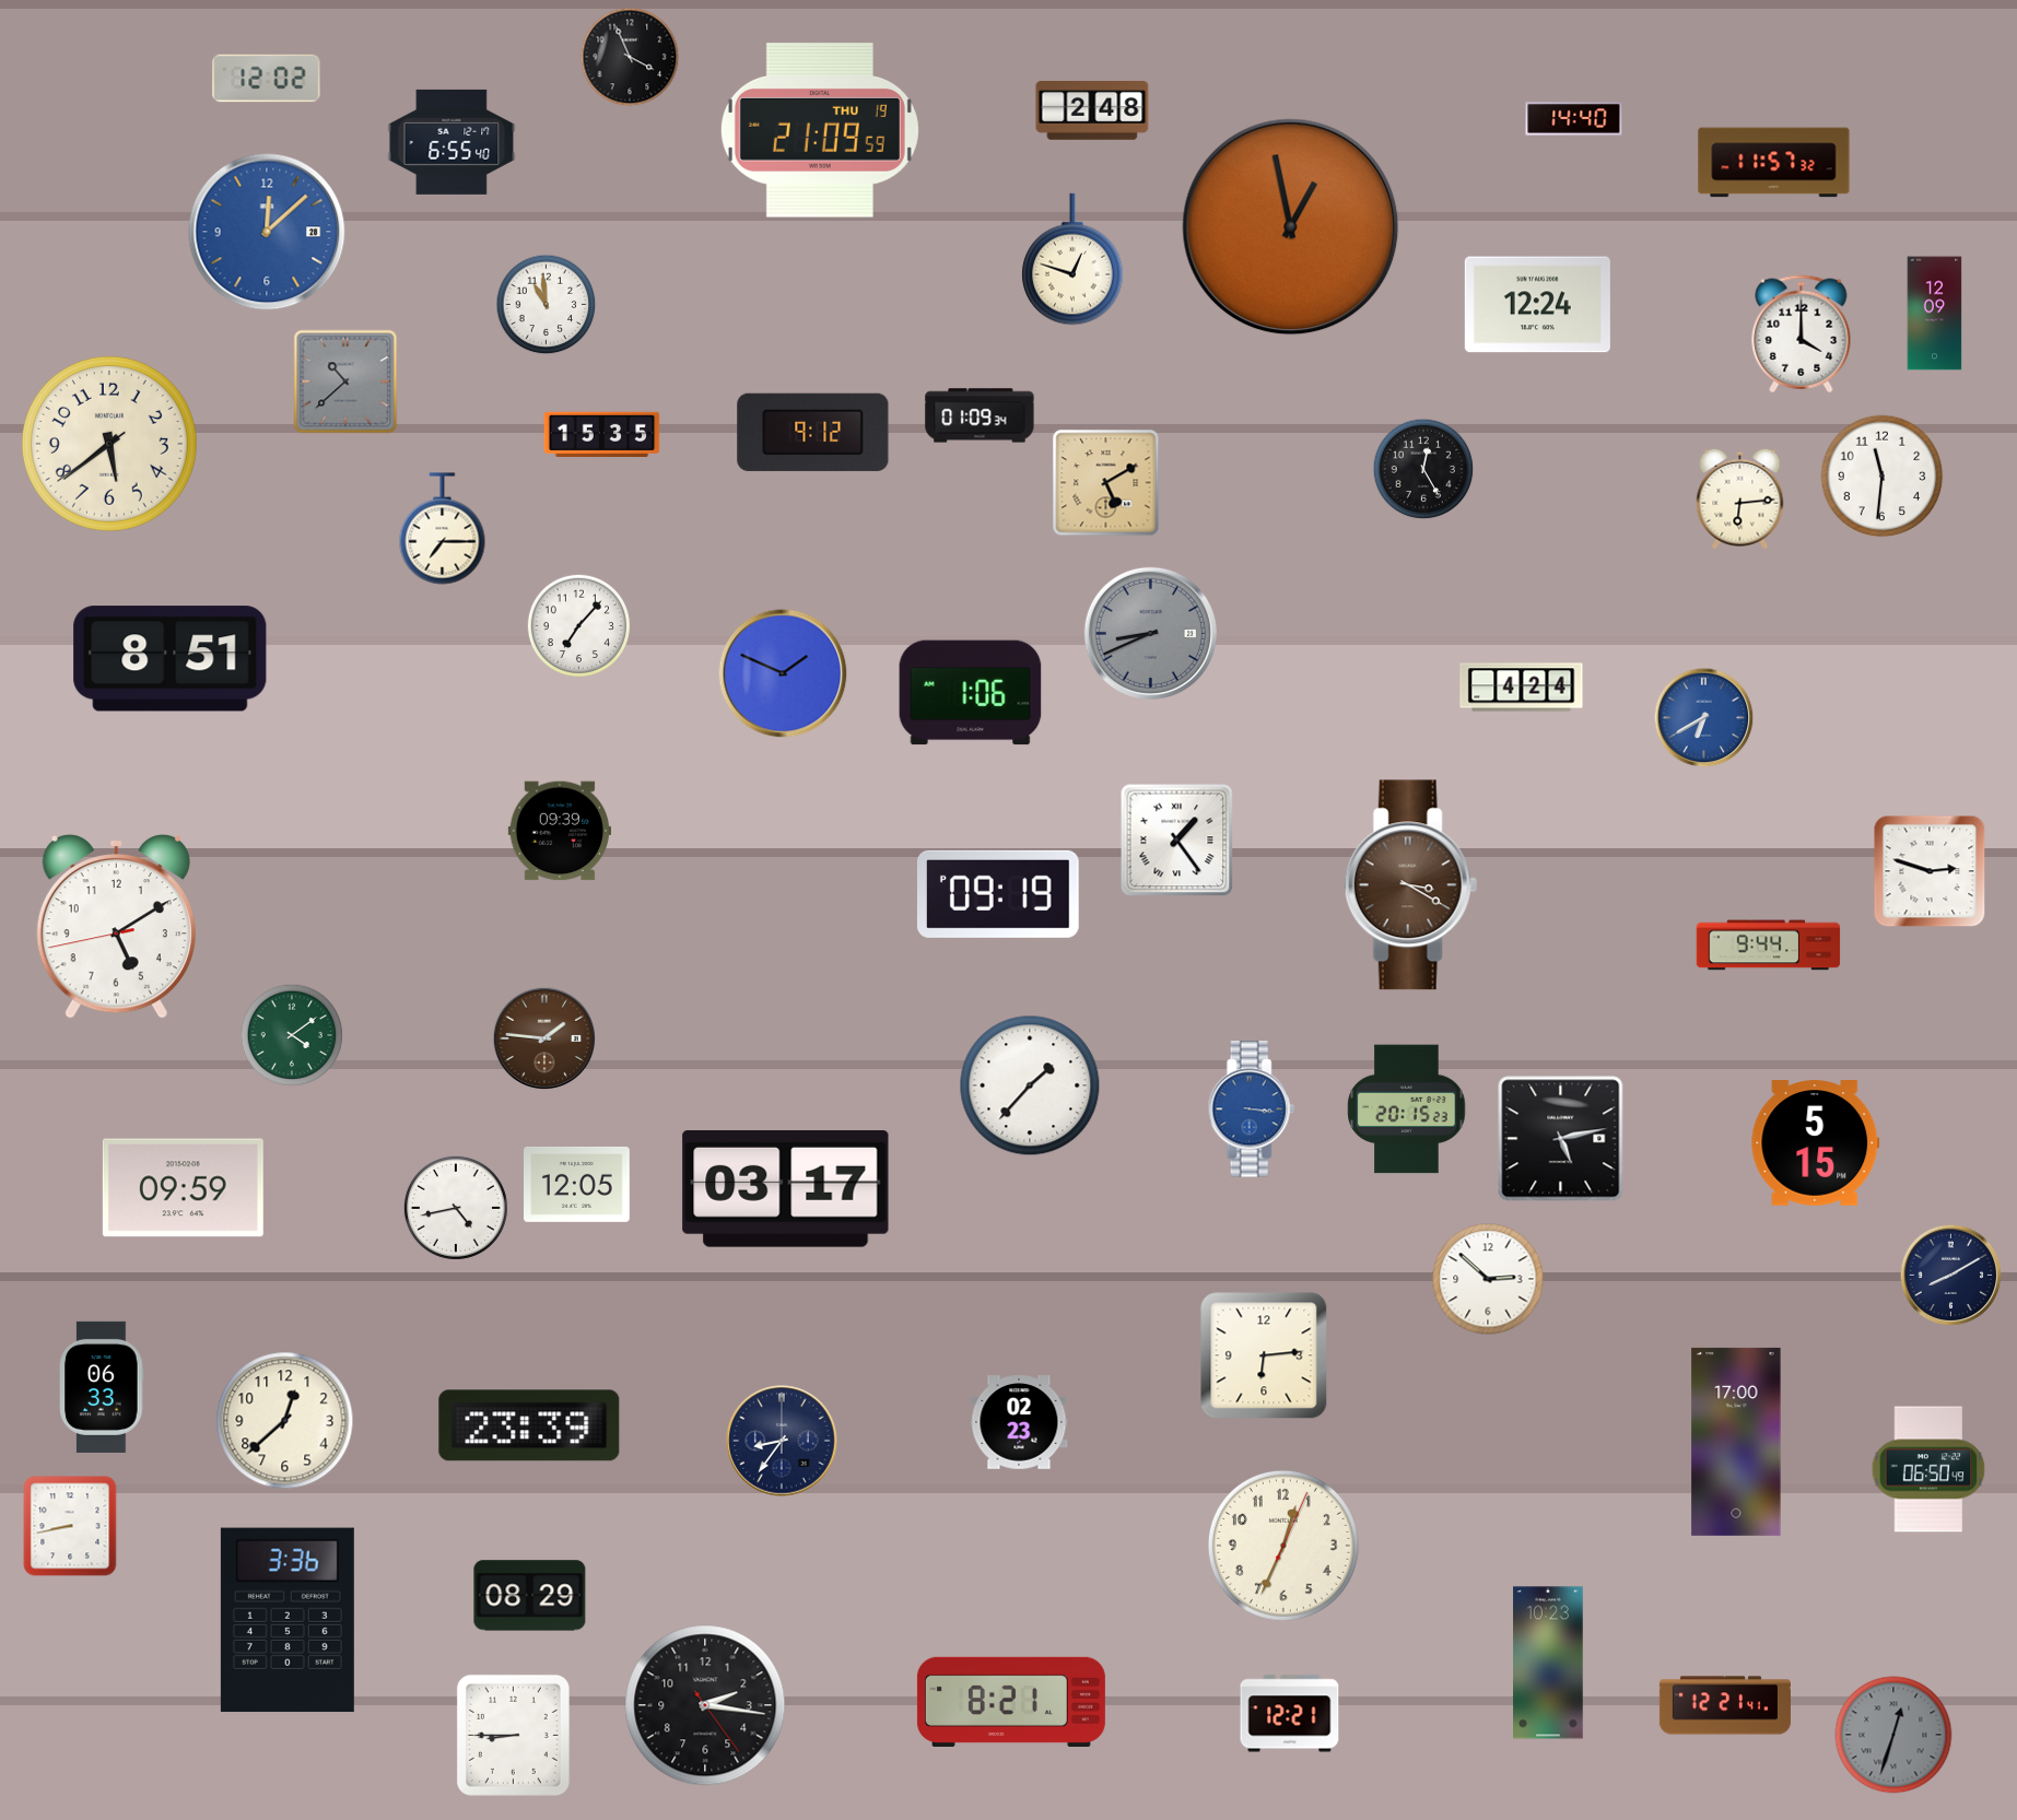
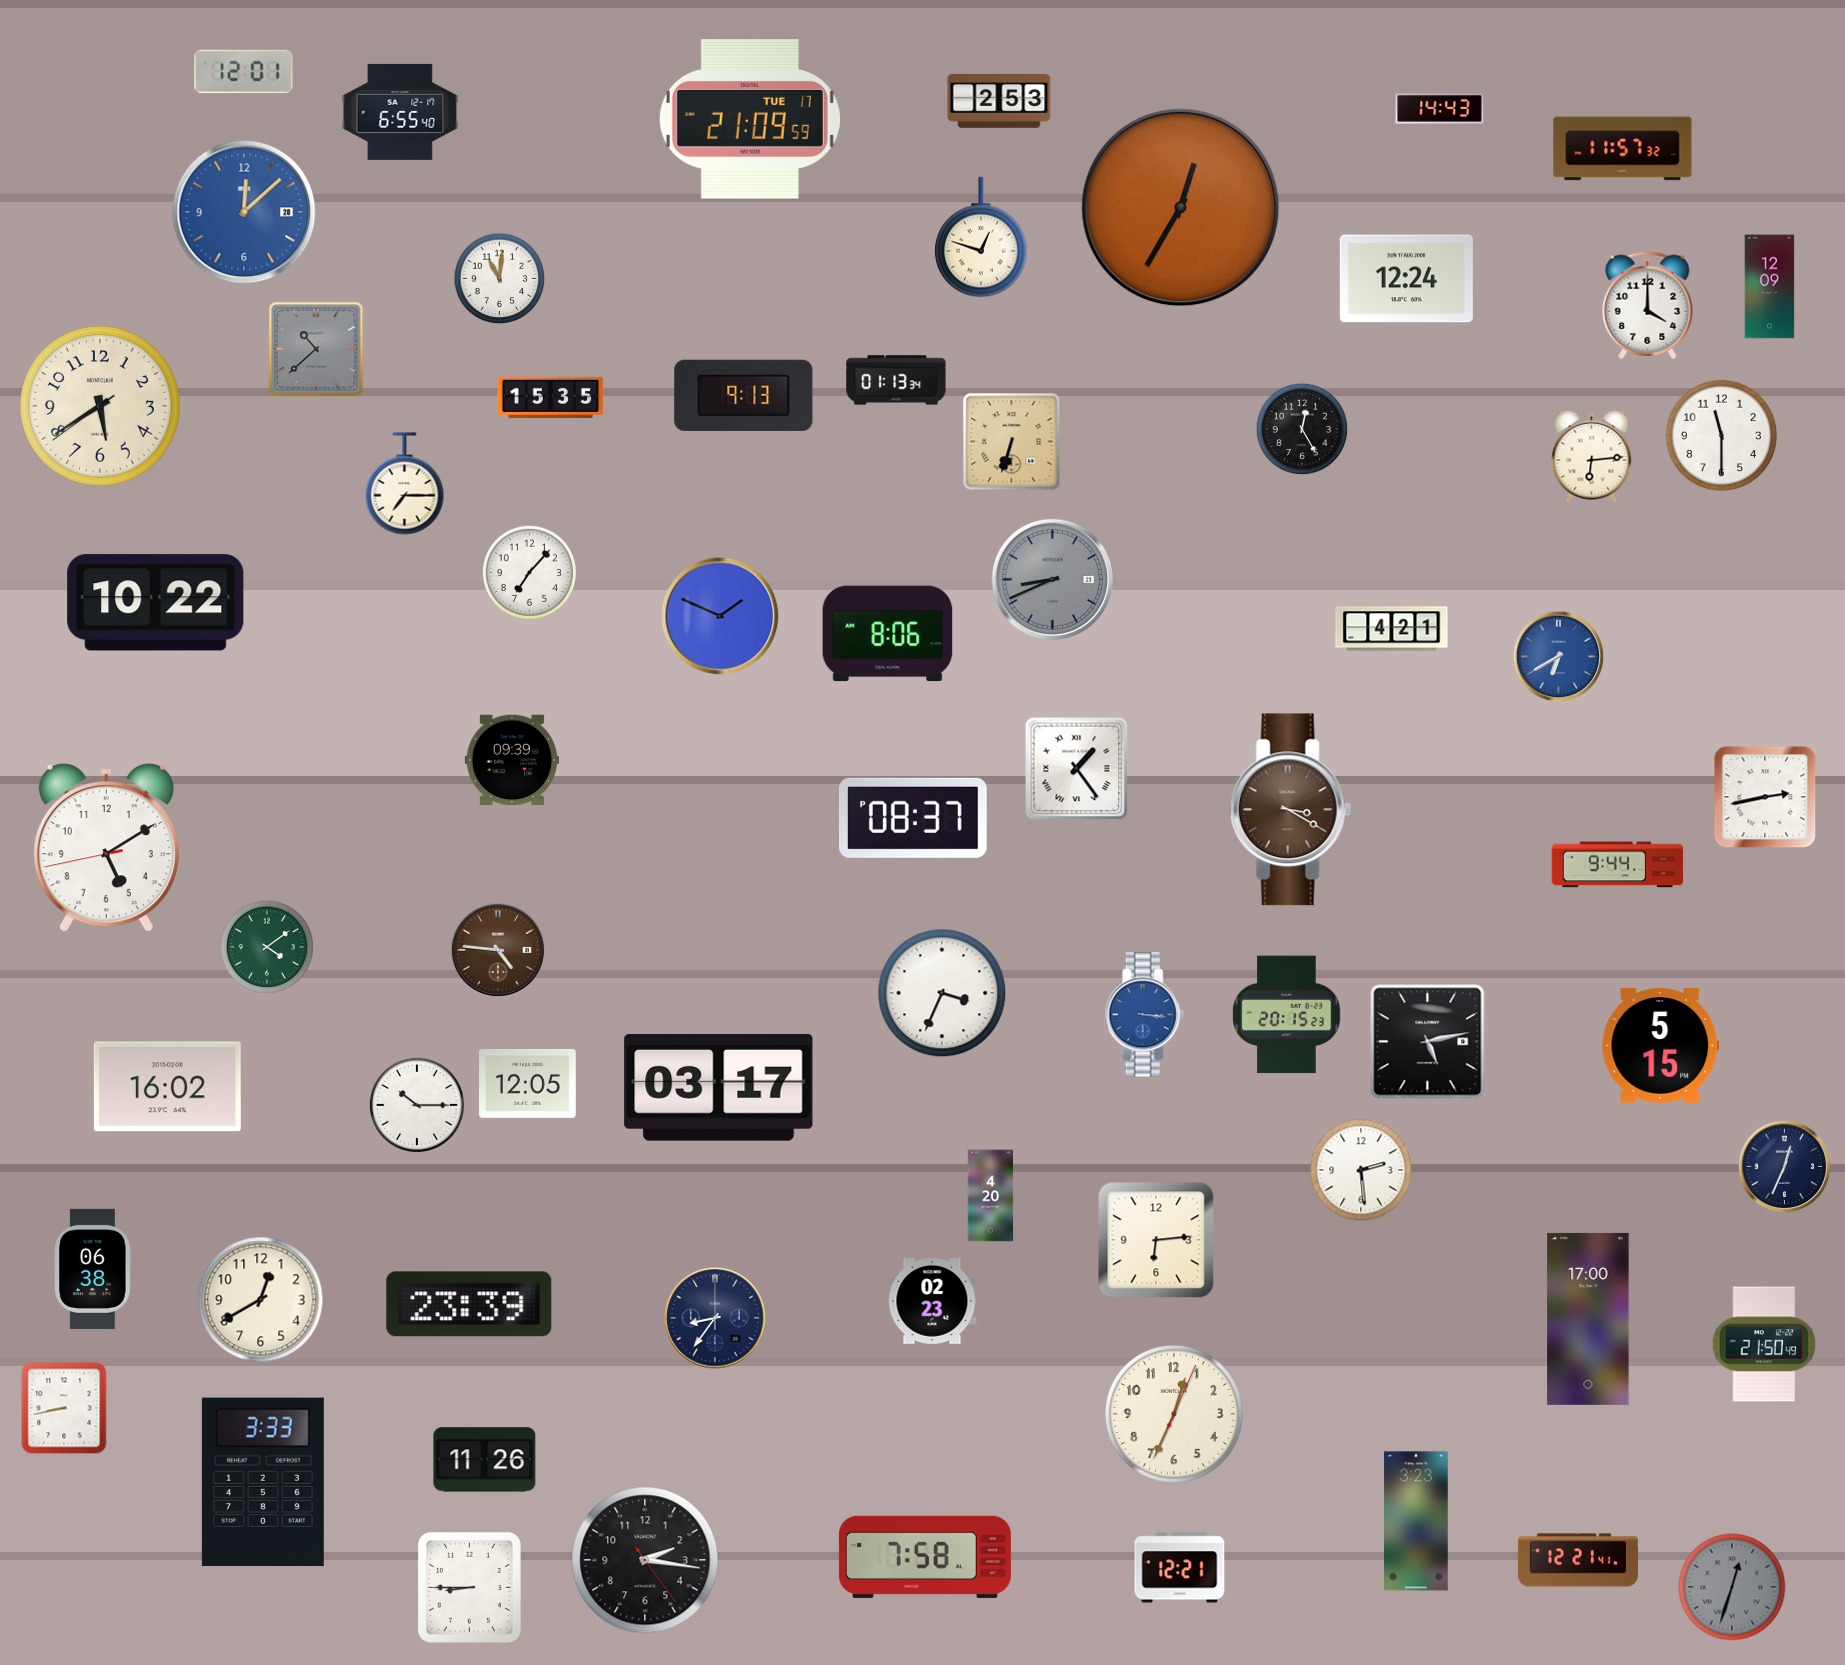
clock at (630, 57): 3:56 -> none
clock at (267, 79): 12:02 -> 12:01
clock at (1092, 111): 2:48 -> 2:53
clock at (1574, 119): 14:40 -> 14:43
clock at (820, 130) date: THU 19 -> TUE 17
clock at (452, 142) position: (452, 142) -> (400, 112)
clock at (1291, 227): 12:58 -> 12:35
clock at (547, 305): 10:59 -> 11:01
clock at (980, 415): 01:09 -> 01:13
clock at (813, 432): 9:12 -> 9:13
clock at (109, 444): 5:38 -> 5:39
clock at (1883, 477): 11:31 -> 11:30
clock at (1106, 483): 5:10 -> 6:33
clock at (171, 659): 8:51 -> 10:22
clock at (783, 673) position: (783, 673) -> (720, 616)
clock at (1522, 688): 4:24 -> 4:21
clock at (971, 693): 1:06 -> 8:06
clock at (1930, 871): 2:48 -> 2:43
clock at (998, 894): 09:19 -> 08:37
clock at (544, 1038): 1:46 -> 4:46
clock at (1030, 1085): 1:37 -> 3:34
clock at (183, 1188): 09:59 -> 16:02
clock at (456, 1208): 4:43 -> 10:15
clock at (1951, 1276): 8:10 -> 12:34
clock at (1488, 1279): 2:52 -> 2:29
clock at (991, 1196): none -> 4:20
clock at (102, 1387): 06:33 -> 06:38
clock at (285, 1421): 12:38 -> 12:40
clock at (529, 1425) position: (529, 1425) -> (469, 1304)
clock at (1928, 1469): 06:50 -> 21:50
clock at (70, 1526) position: (70, 1526) -> (64, 1408)
clock at (530, 1596): 08:29 -> 11:26
clock at (288, 1620): 3:36 -> 3:33
clock at (1548, 1663): 10:23 -> 3:23
clock at (1011, 1702): 8:21 -> 7:58
